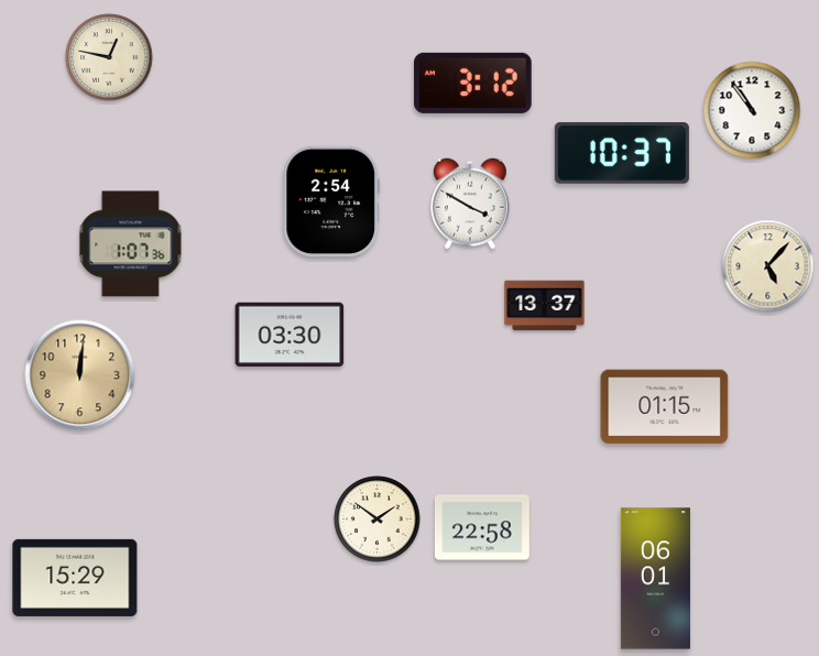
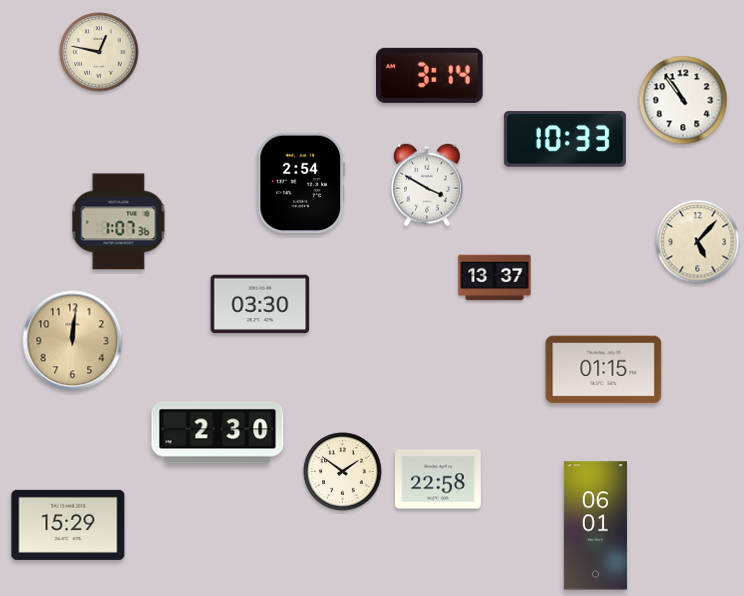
clock at (473, 83): 3:12 -> 3:14
clock at (622, 153): 10:37 -> 10:33
clock at (290, 335) position: (290, 335) -> (260, 304)
clock at (218, 433): none -> 2:30
